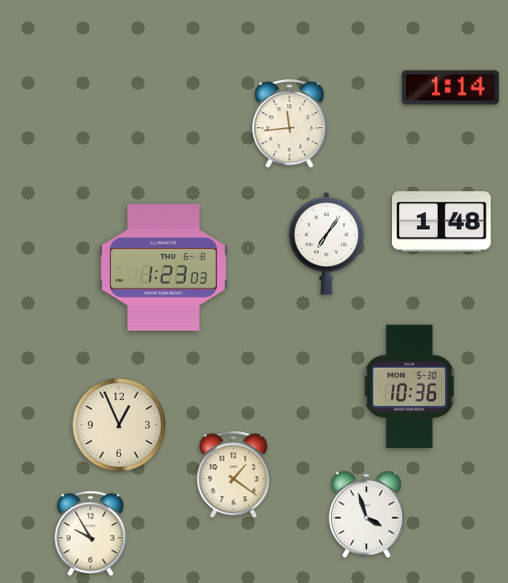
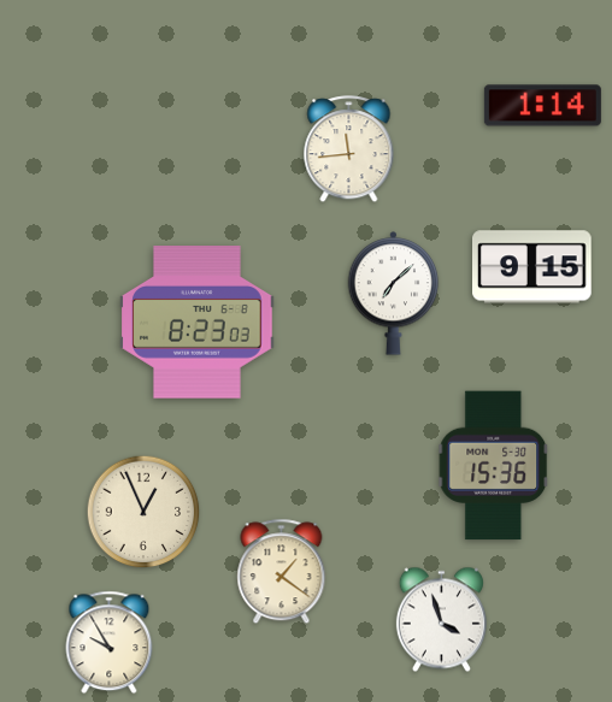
clock at (442, 222): 1:48 -> 9:15
clock at (327, 244): 7:06 -> 7:08
clock at (164, 268): 1:23 -> 8:23
clock at (410, 387): 10:36 -> 15:36
